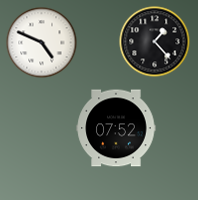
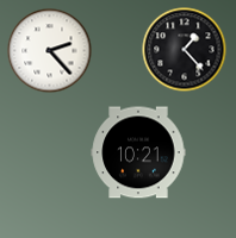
clock at (42, 43): 4:49 -> 2:23
clock at (116, 128): 07:52 -> 10:21
